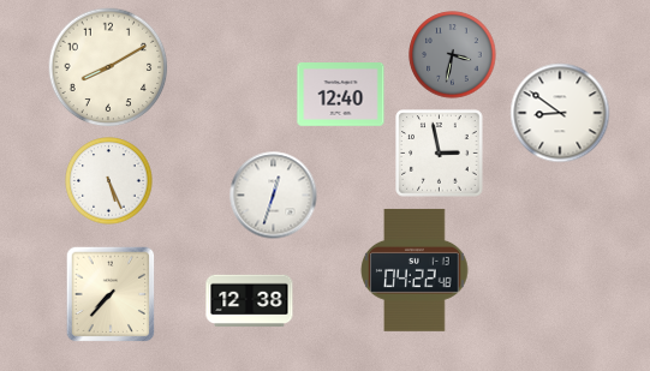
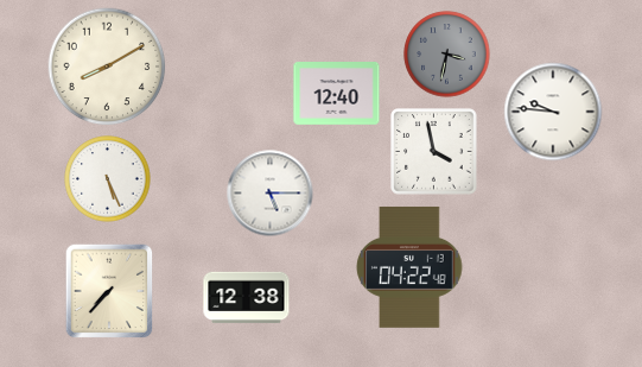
clock at (560, 113): 8:51 -> 9:46
clock at (440, 154): 2:58 -> 3:58
clock at (274, 196): 12:33 -> 5:15
